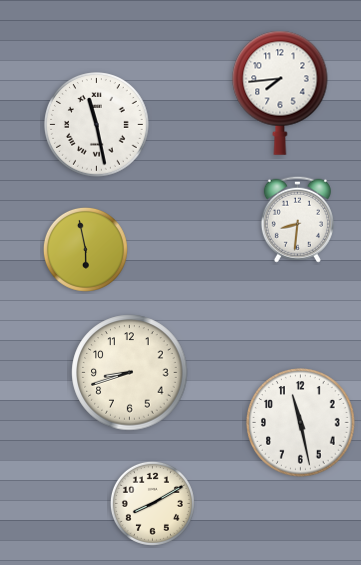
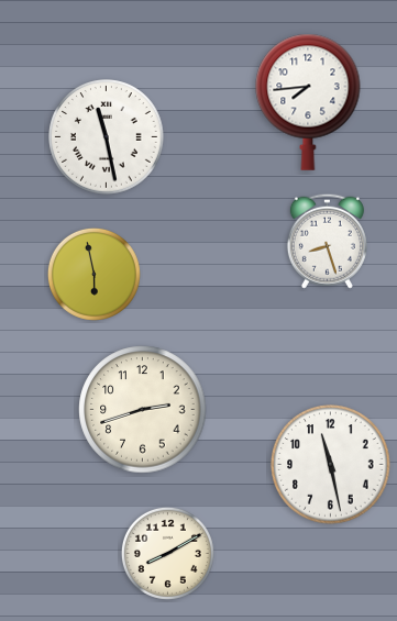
clock at (297, 219): 8:31 -> 8:27
clock at (130, 373): 8:42 -> 2:42
